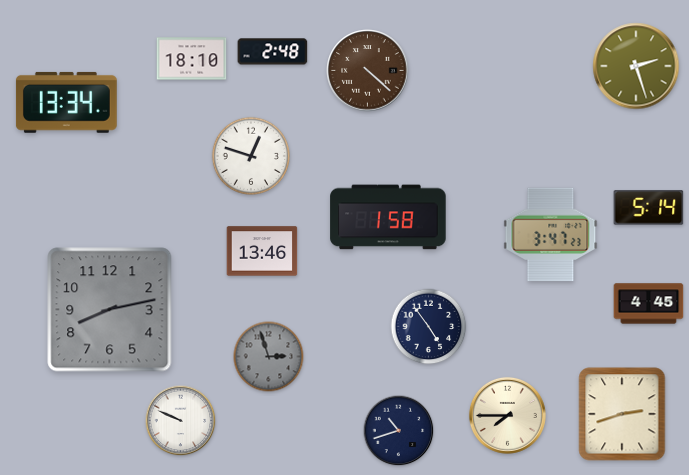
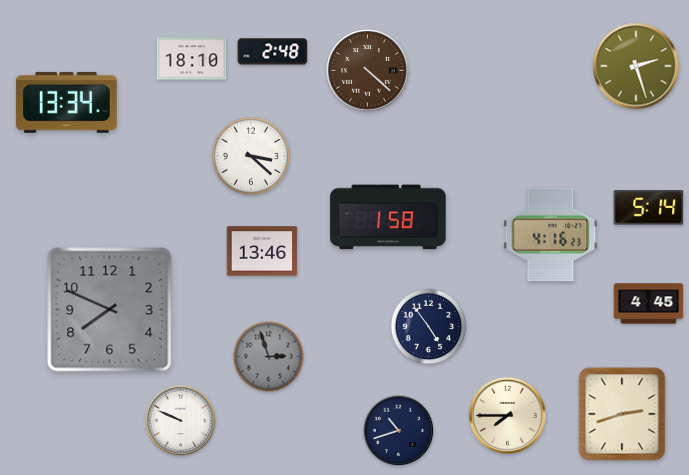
clock at (250, 155): 12:48 -> 3:22
clock at (551, 235): 3:47 -> 4:16
clock at (110, 310): 8:13 -> 7:49
